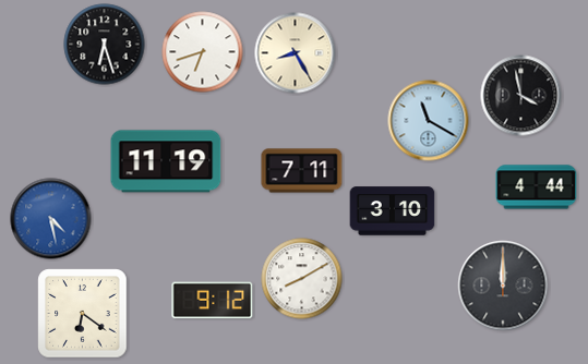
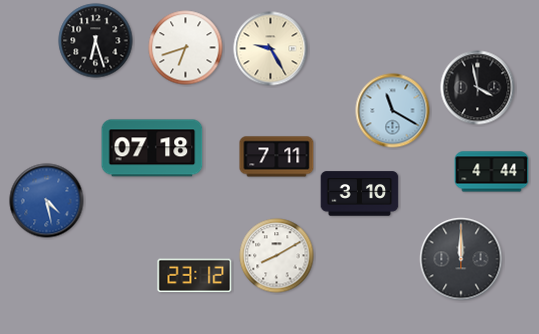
clock at (296, 53): 8:25 -> 9:25
clock at (166, 161): 11:19 -> 07:18
clock at (503, 286) position: (503, 286) -> (461, 259)
clock at (213, 301): 9:12 -> 23:12
clock at (83, 314): 6:21 -> none
